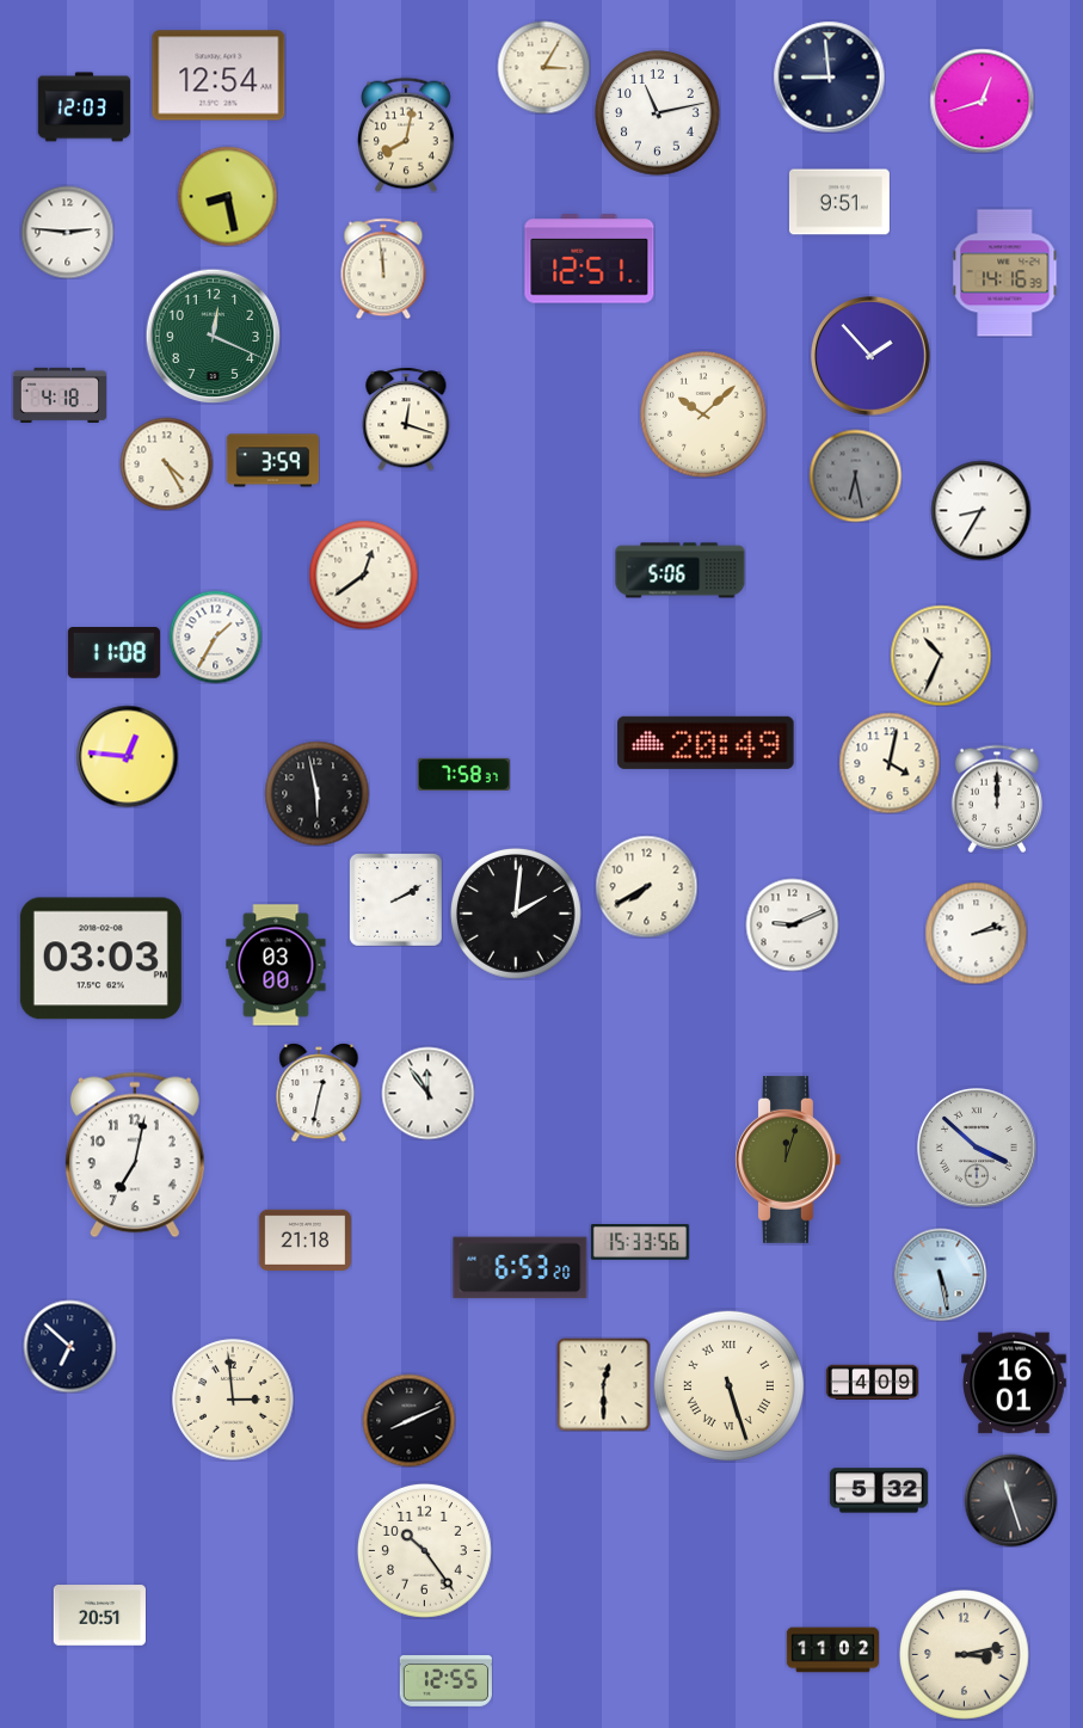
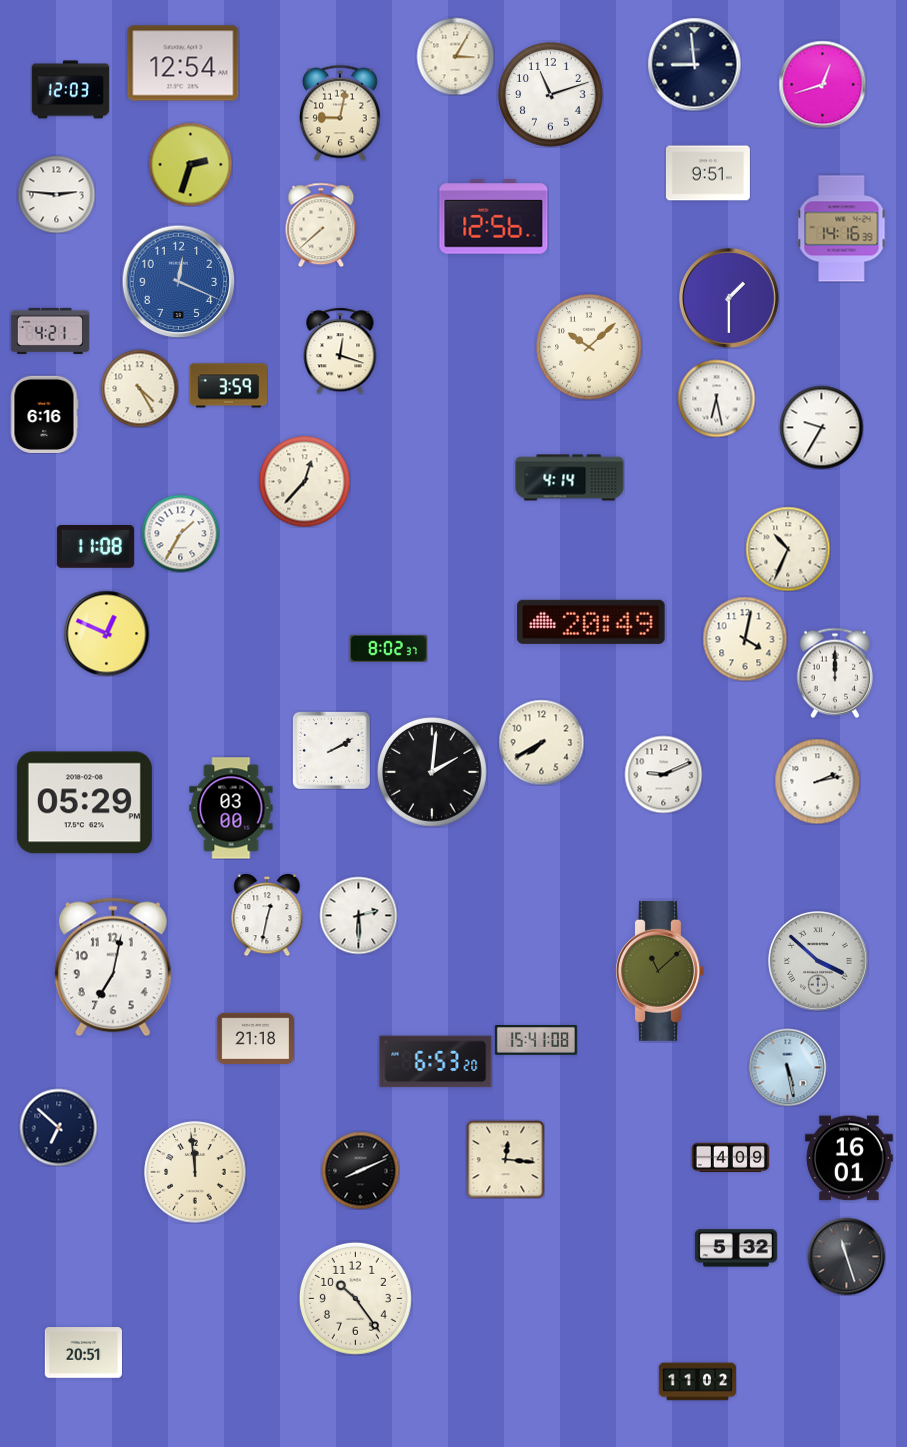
clock at (658, 113): 11:13 -> 11:12
clock at (407, 135): 8:02 -> 9:02
clock at (227, 196): 8:28 -> 2:33
clock at (839, 202) position: (839, 202) -> (708, 173)
clock at (590, 259): 12:51 -> 12:56
clock at (383, 269): 11:59 -> 7:38
clock at (213, 336) dial: green -> blue
clock at (872, 357): 1:53 -> 1:30
clock at (60, 395): 4:18 -> 4:21
clock at (855, 475) dial: grey -> white
clock at (44, 414): none -> 6:16
clock at (980, 510): 8:35 -> 9:35
clock at (681, 571): 5:06 -> 4:14
clock at (363, 574): 12:39 -> 12:37
clock at (127, 756): 12:46 -> 12:49
clock at (463, 774): 7:58 -> 8:02
clock at (316, 793): 5:58 -> none
clock at (997, 799) position: (997, 799) -> (835, 673)
clock at (395, 899) position: (395, 899) -> (331, 750)
clock at (517, 915) position: (517, 915) -> (433, 773)
clock at (100, 959): 03:03 -> 05:29
clock at (427, 1093): 11:54 -> 2:30
clock at (788, 1160): 12:03 -> 11:08
clock at (640, 1243): 15:33 -> 15:41
clock at (603, 1384): 12:30 -> 12:16
clock at (728, 1385): 5:27 -> none
clock at (233, 1400): 2:59 -> 11:59
clock at (408, 1420) position: (408, 1420) -> (360, 1170)
clock at (965, 1655): 3:13 -> none
clock at (445, 1681): 12:55 -> none
